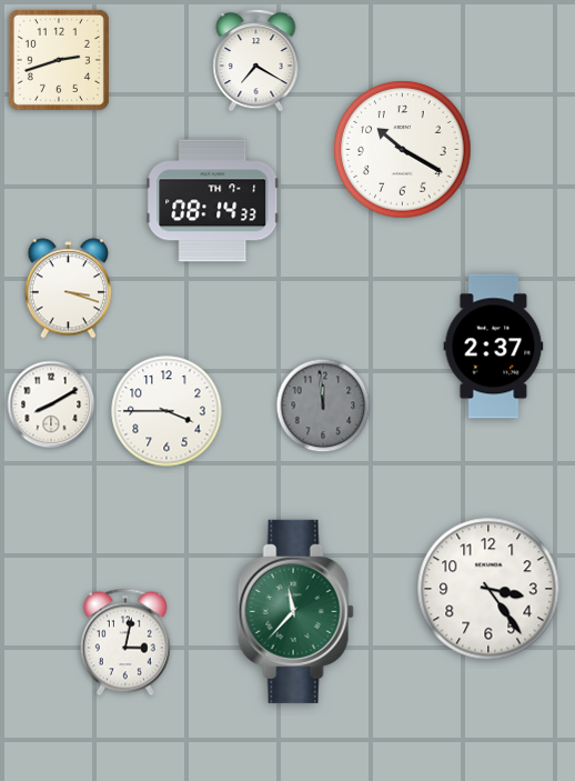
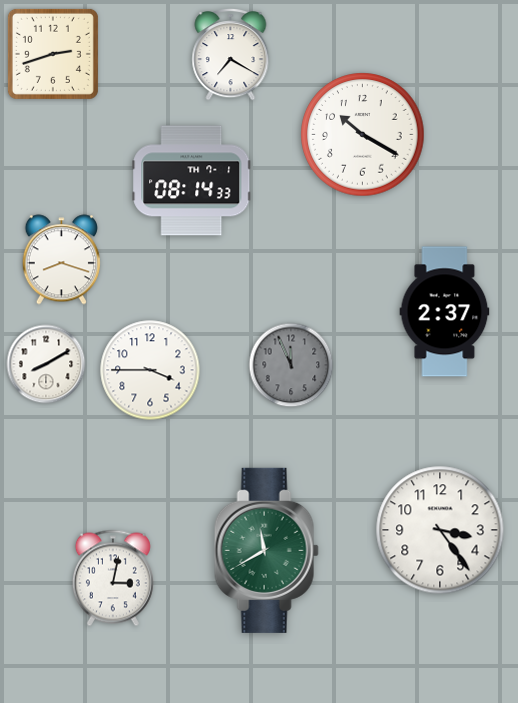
clock at (68, 289): 3:18 -> 8:18
clock at (323, 405): 11:59 -> 11:56
clock at (295, 611): 11:37 -> 11:40
